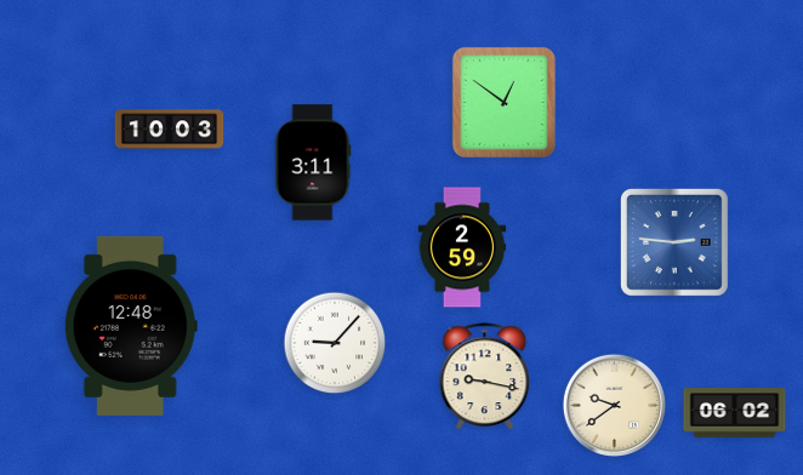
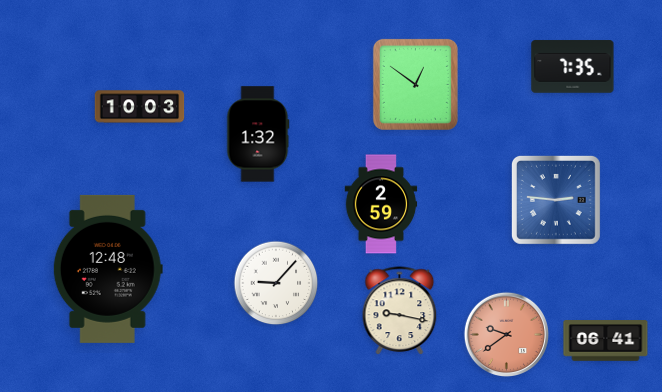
clock at (573, 67): none -> 7:35
clock at (313, 162): 3:11 -> 1:32
clock at (614, 405) dial: cream -> salmon
clock at (735, 413): 06:02 -> 06:41
